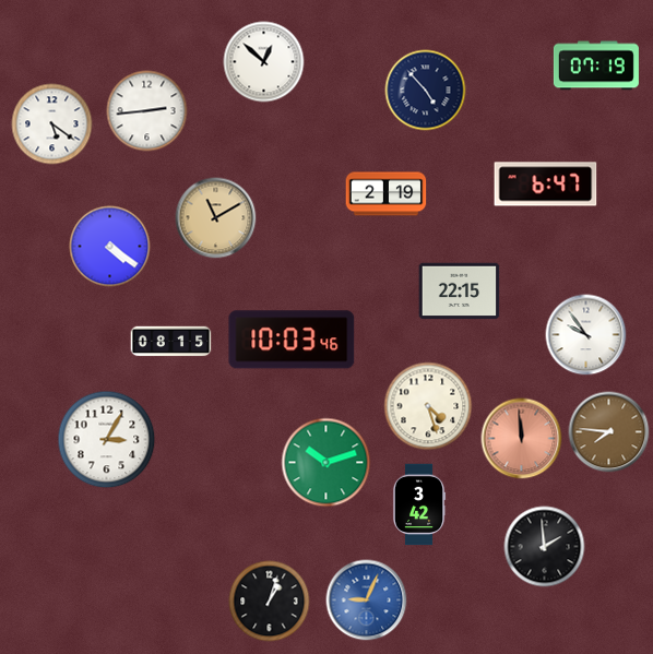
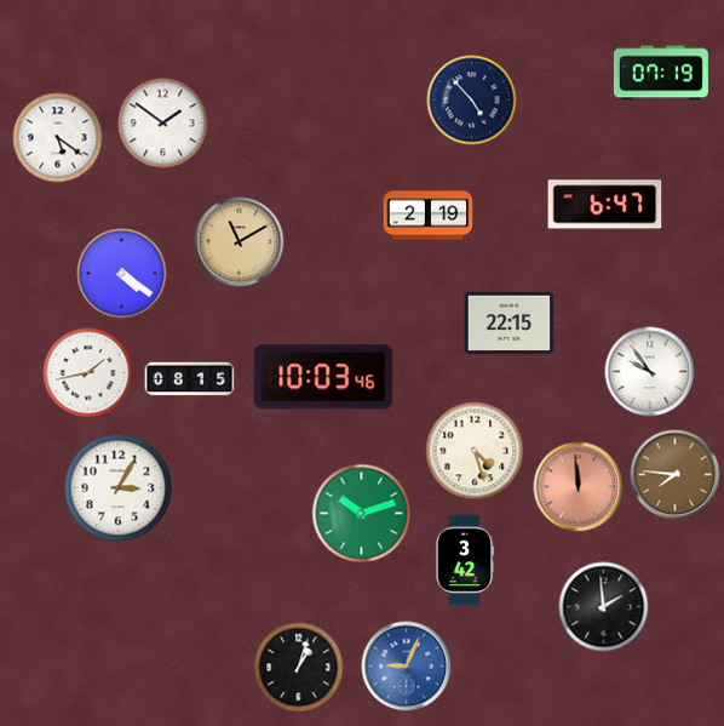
clock at (264, 62): 12:52 -> none
clock at (147, 111): 2:44 -> 1:51
clock at (88, 373): none -> 1:43
clock at (609, 432) position: (609, 432) -> (676, 475)
